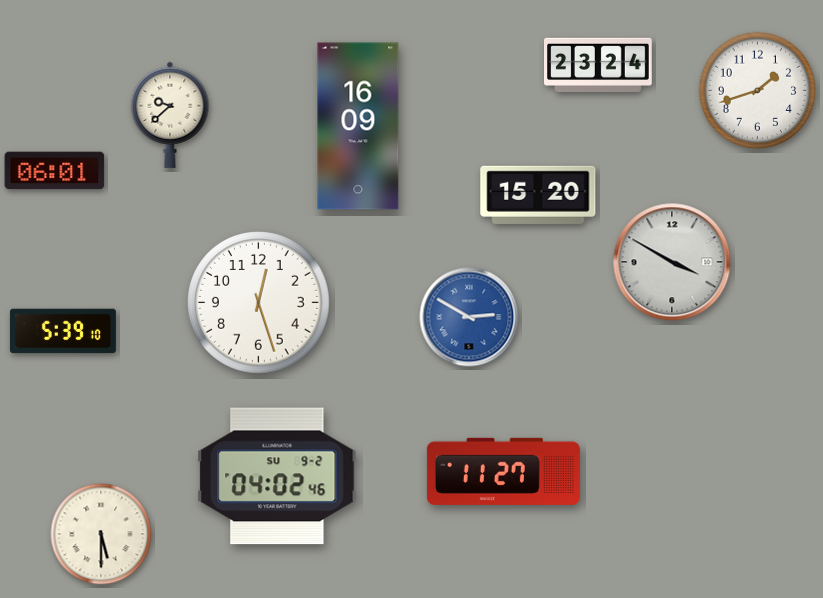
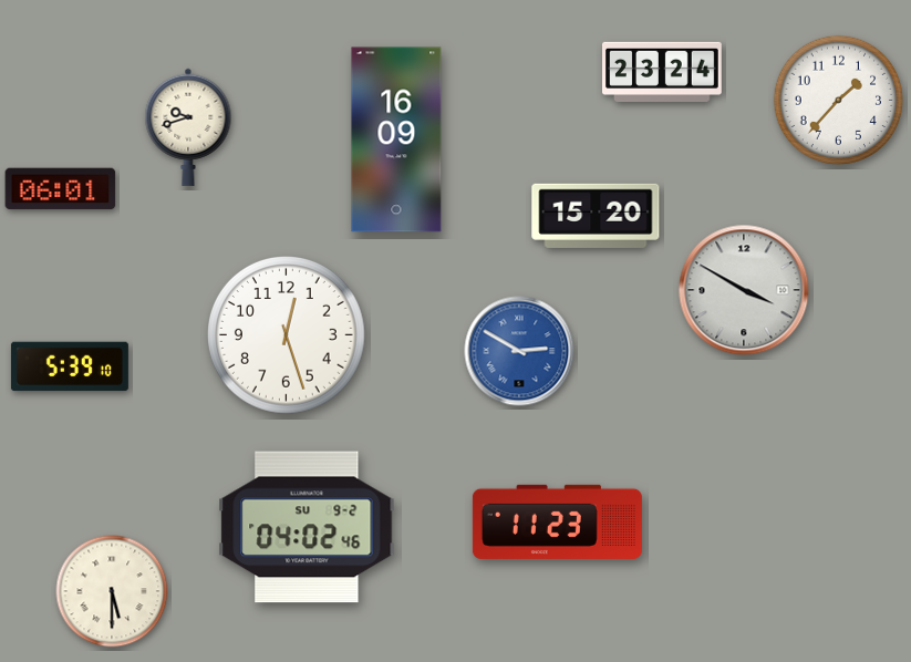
clock at (758, 91): 1:42 -> 1:37
clock at (170, 115): 9:38 -> 9:42
clock at (503, 471): 11:27 -> 11:23
